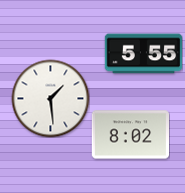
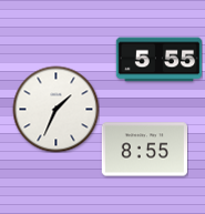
clock at (50, 98): 1:29 -> 1:34
clock at (130, 135): 8:02 -> 8:55
